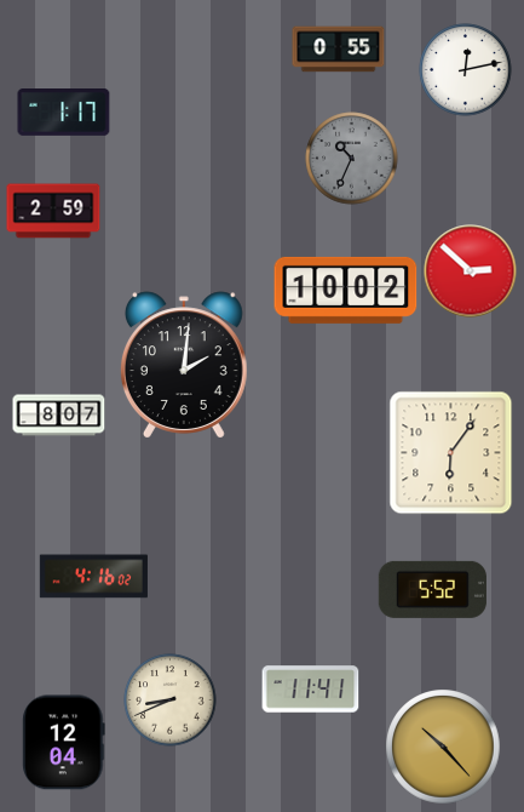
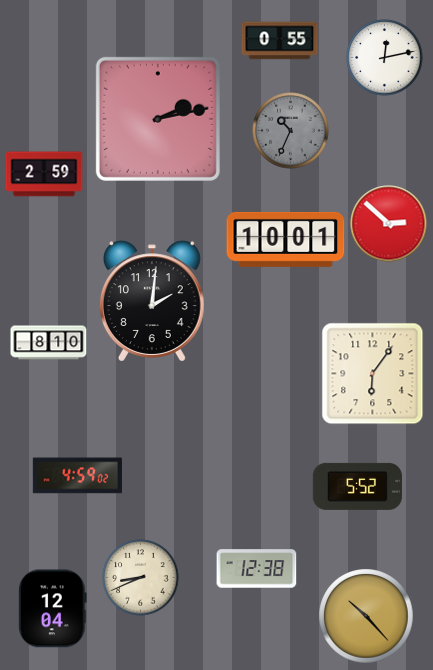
clock at (64, 113): 1:17 -> none
clock at (158, 119): none -> 2:13
clock at (346, 290): 10:02 -> 10:01
clock at (59, 416): 8:07 -> 8:10
clock at (93, 577): 4:16 -> 4:59
clock at (311, 690): 11:41 -> 12:38
clock at (64, 743) position: (64, 743) -> (53, 609)
